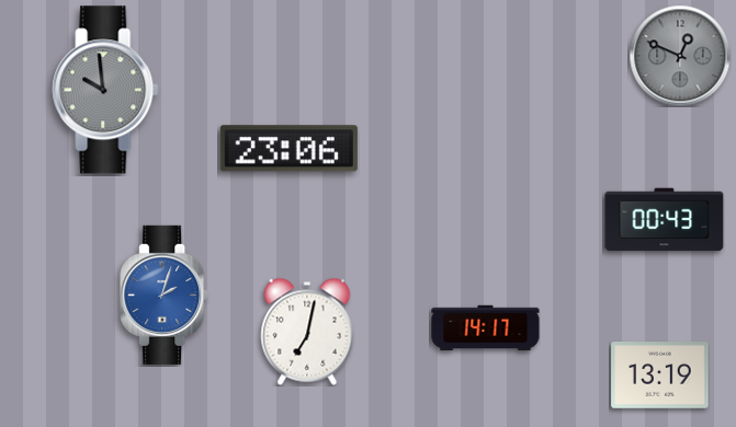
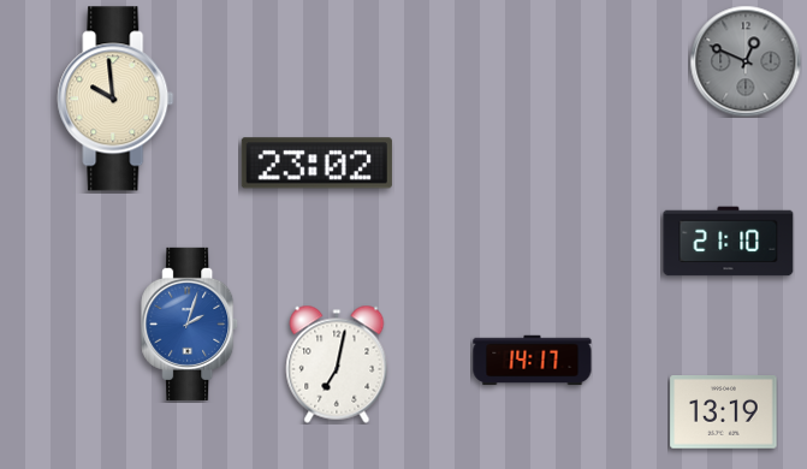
clock at (105, 90) dial: grey -> cream
clock at (288, 149): 23:06 -> 23:02
clock at (665, 220): 00:43 -> 21:10
clock at (165, 295) position: (165, 295) -> (190, 323)
